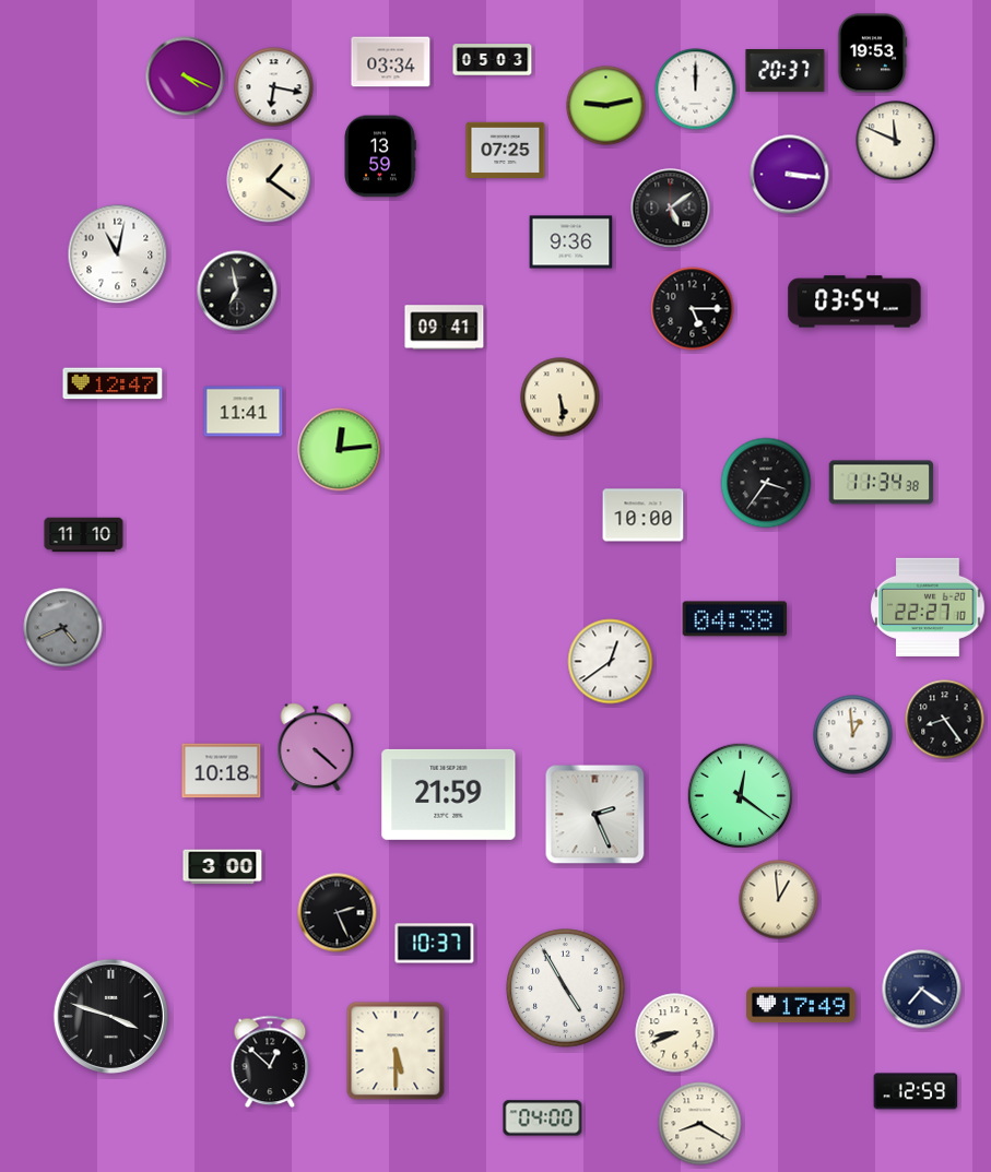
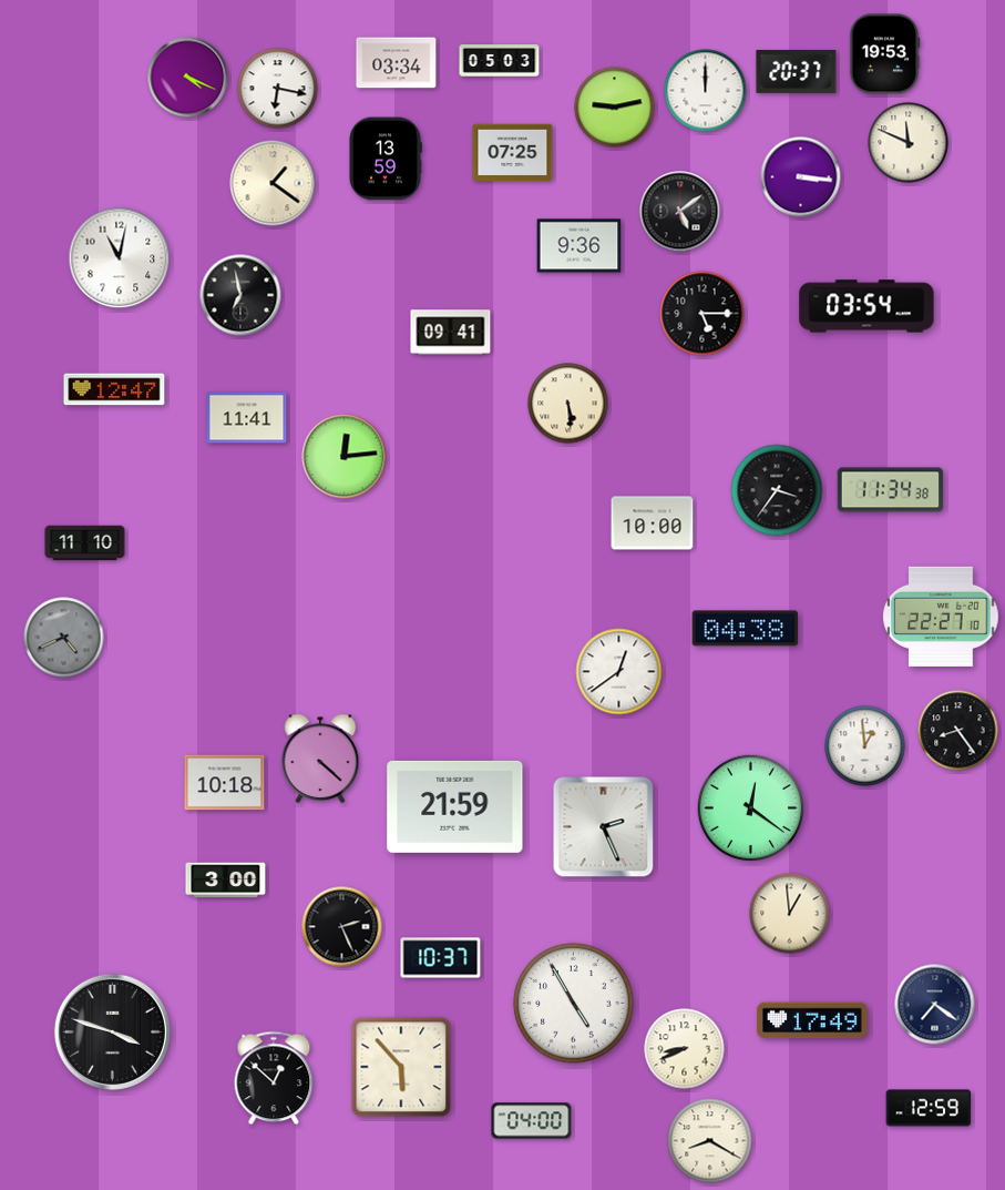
clock at (882, 483) position: (882, 483) -> (891, 490)
clock at (396, 1051): 5:30 -> 5:53
clock at (543, 1118) position: (543, 1118) -> (532, 1121)
